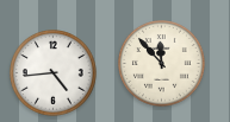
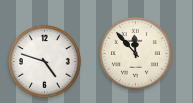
clock at (54, 73): 4:44 -> 4:48
